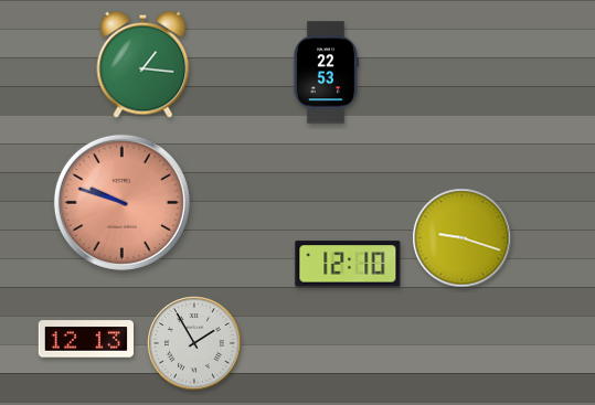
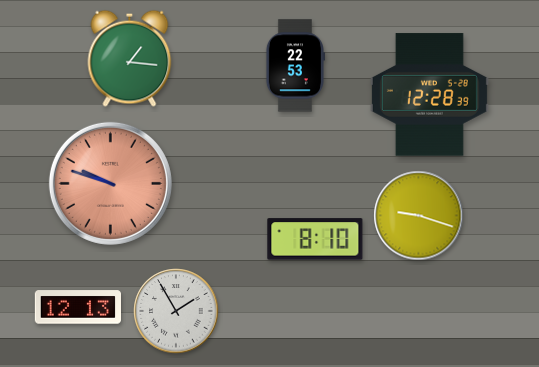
clock at (429, 95): none -> 12:28
clock at (348, 264): 12:10 -> 8:10
